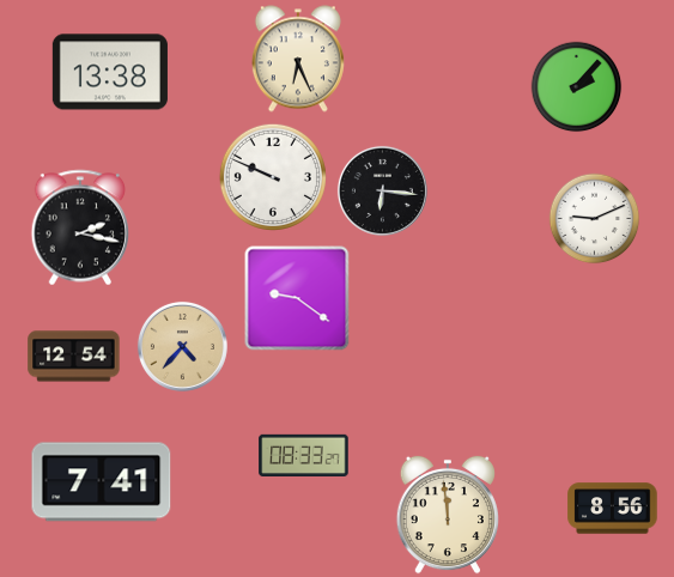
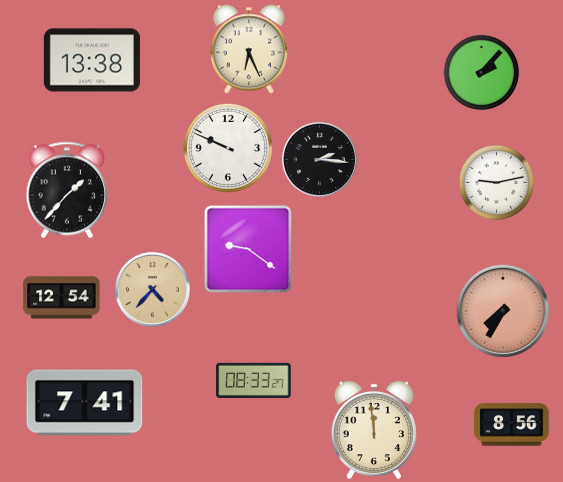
clock at (382, 190): 6:16 -> 2:16
clock at (595, 219): 9:11 -> 9:13
clock at (80, 227): 2:17 -> 1:37
clock at (502, 310): none -> 7:35
